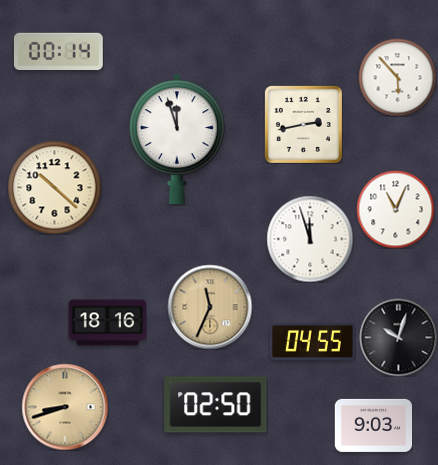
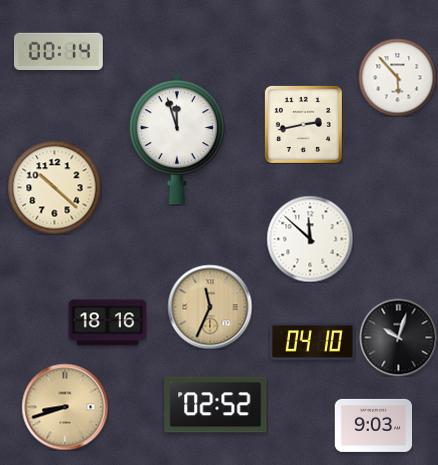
clock at (395, 209): 11:04 -> none
clock at (310, 239): 11:57 -> 11:52
clock at (312, 342): 04:55 -> 04:10
clock at (216, 405): 02:50 -> 02:52
